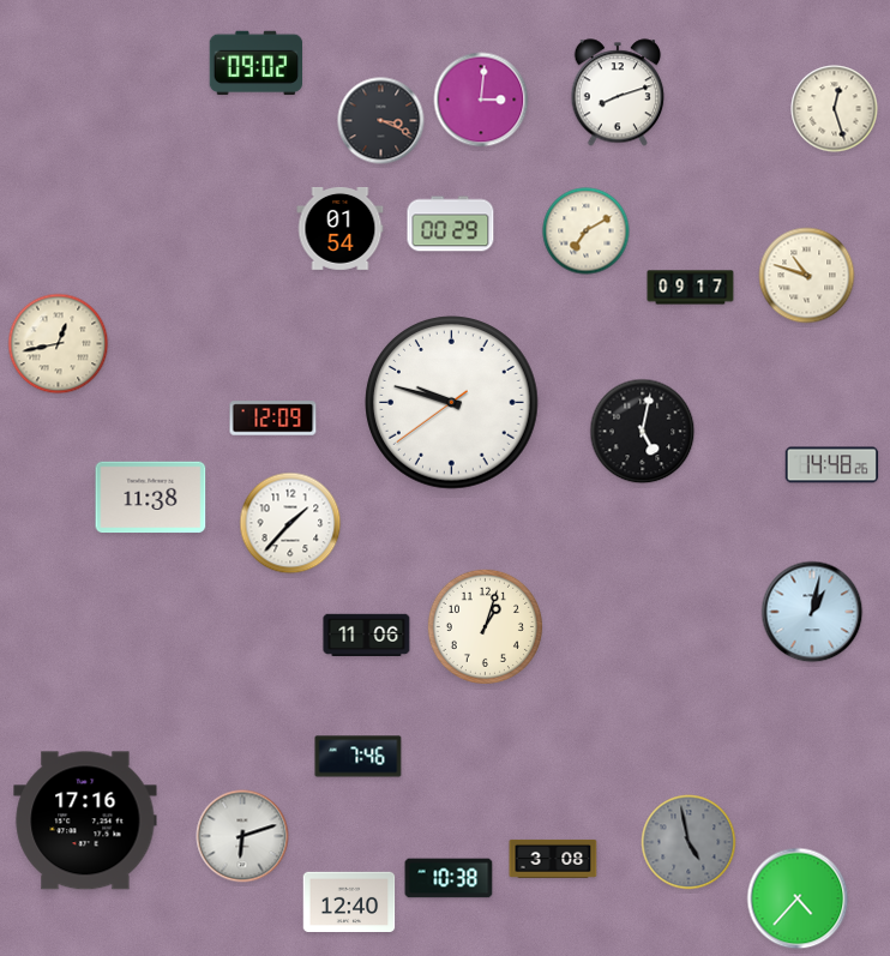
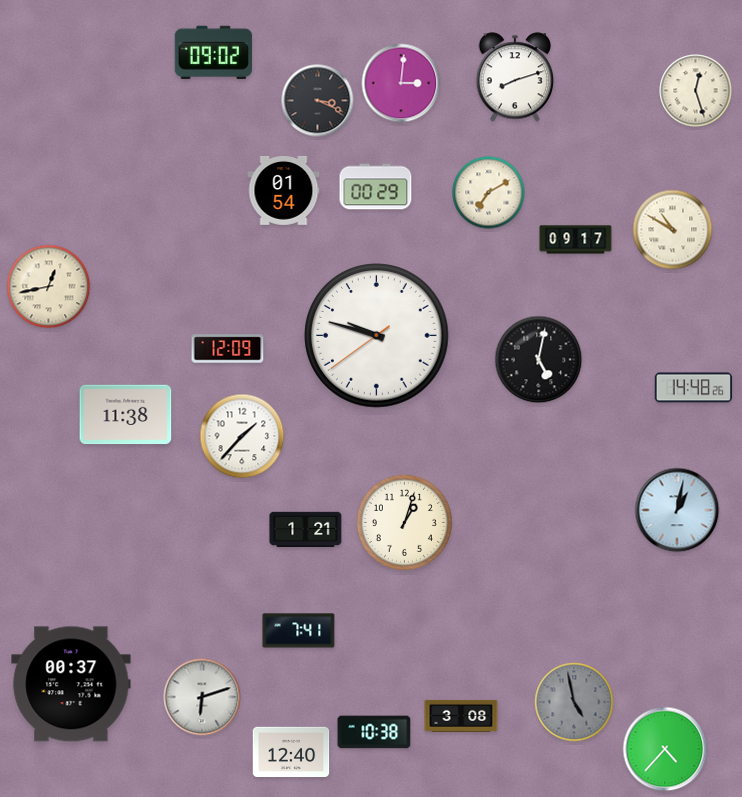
clock at (807, 276): 10:48 -> 10:50
clock at (643, 432) position: (643, 432) -> (539, 360)
clock at (367, 635): 11:06 -> 1:21
clock at (359, 757): 7:46 -> 7:41
clock at (85, 820): 17:16 -> 00:37
